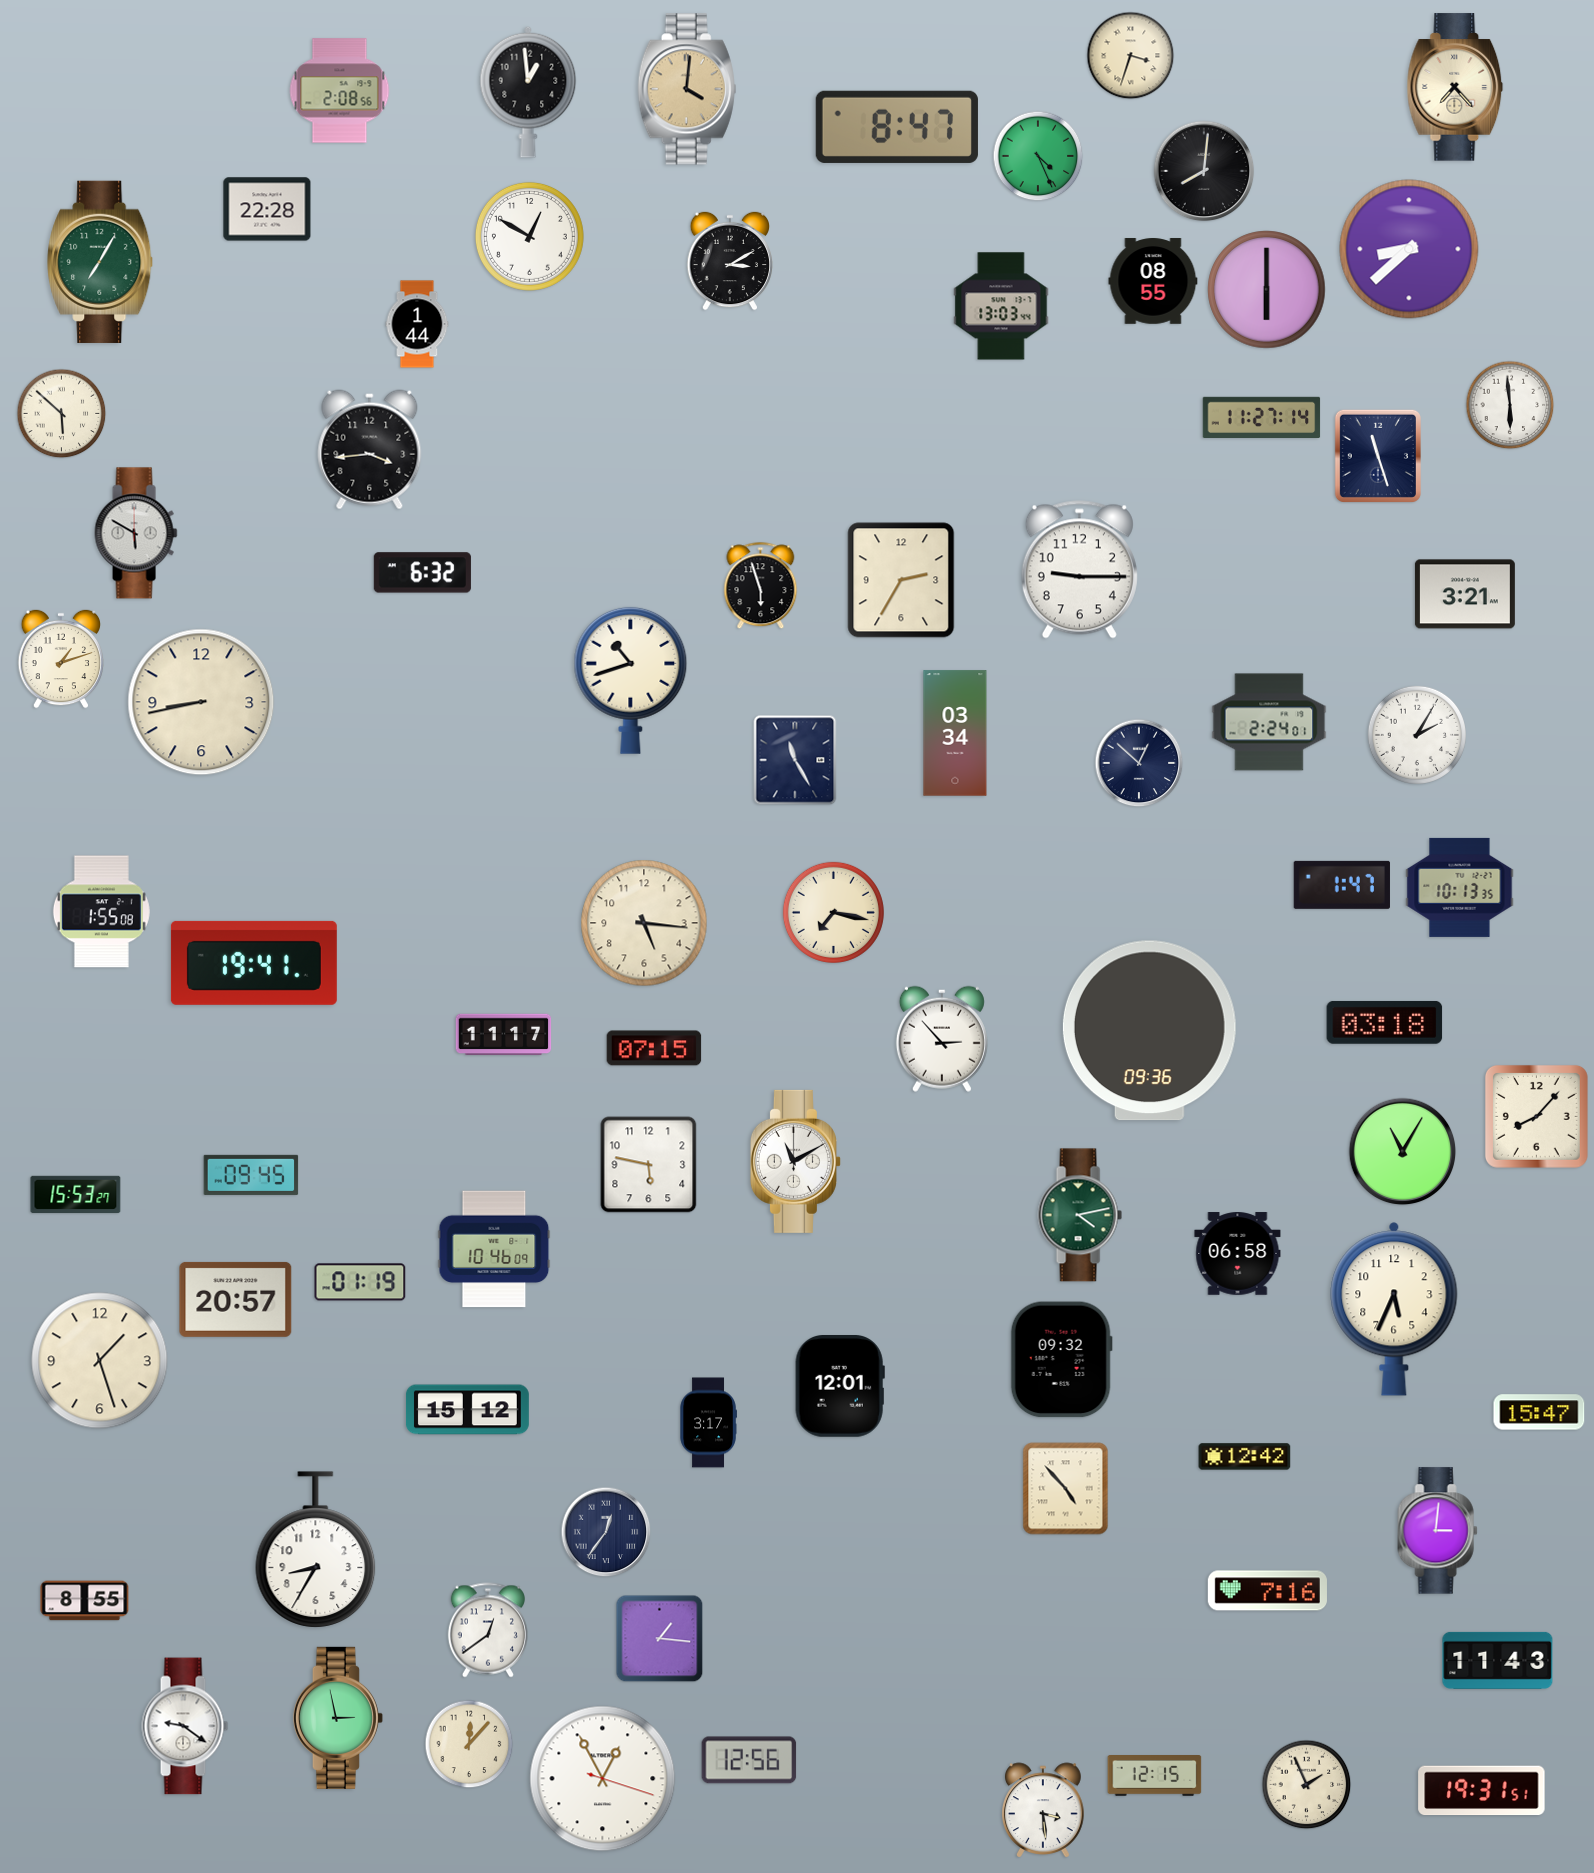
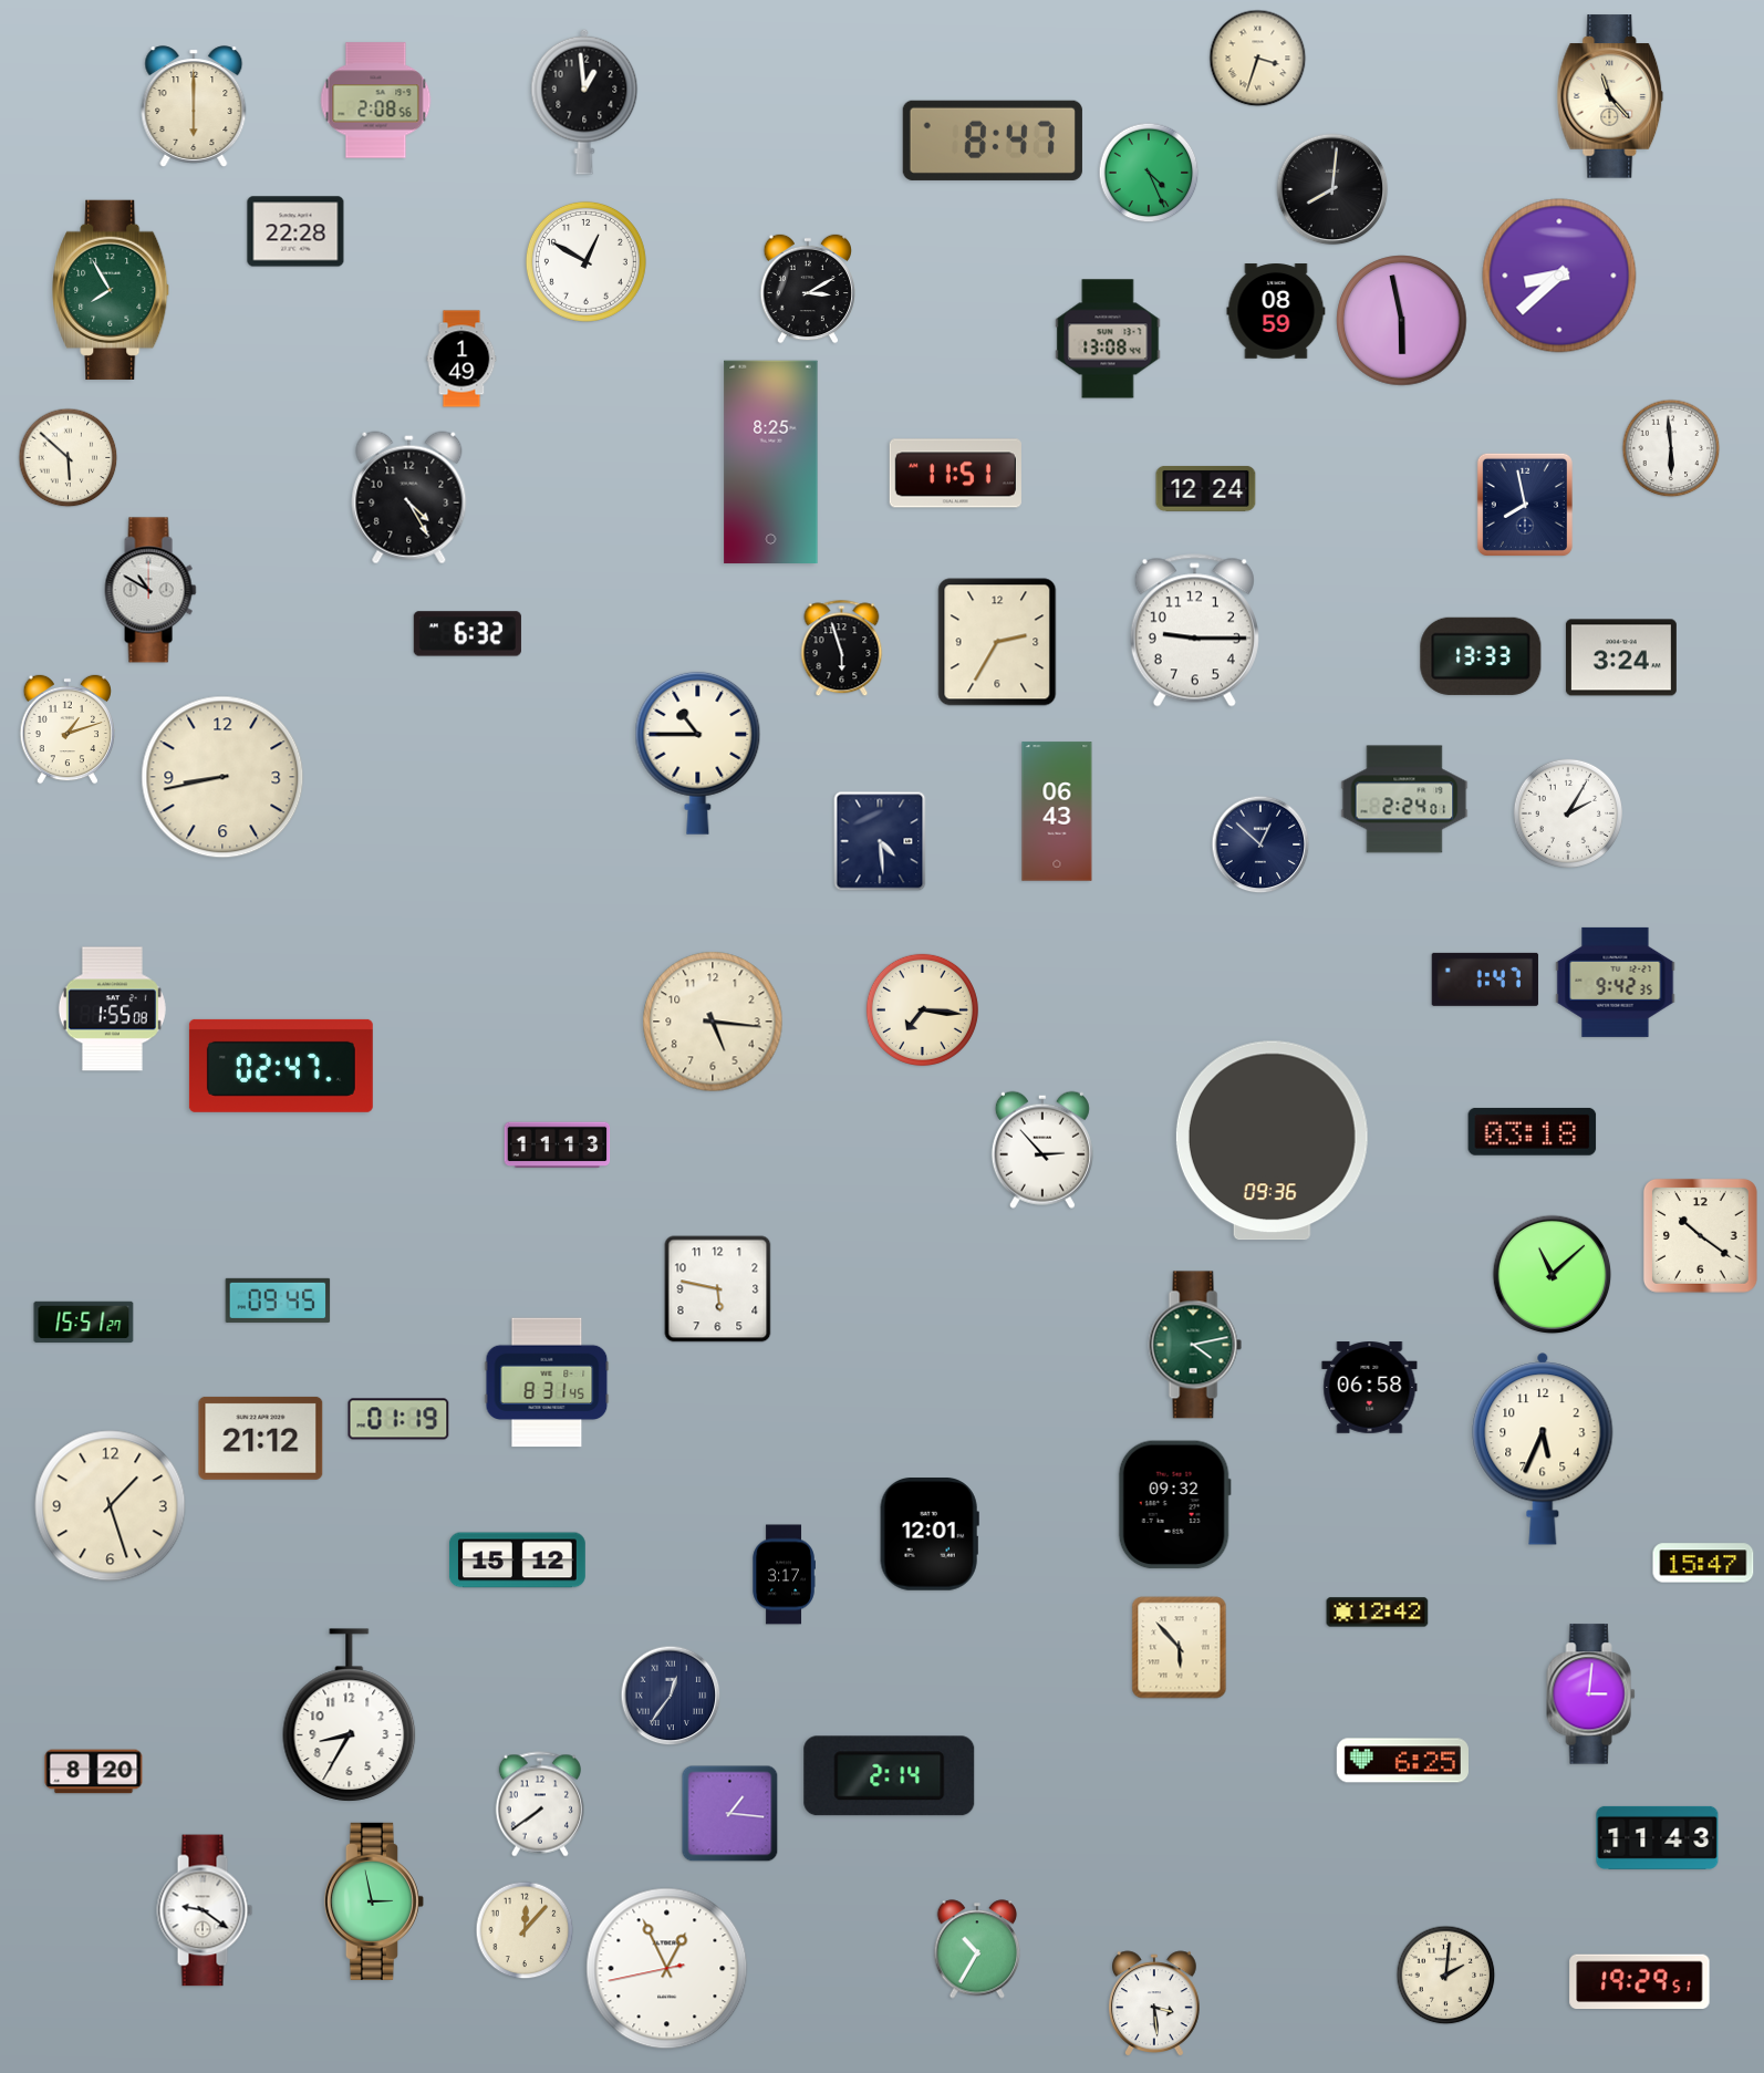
clock at (1131, 56) position: (1131, 56) -> (1258, 59)
clock at (1455, 87): 7:23 -> 11:23
clock at (687, 89): 4:01 -> none
clock at (194, 106): none -> 6:00
clock at (101, 262): 7:05 -> 7:55
clock at (1153, 281): 08:55 -> 08:59
clock at (1267, 290): 6:00 -> 5:58
clock at (1001, 306): 13:03 -> 13:08
clock at (417, 324): 1:44 -> 1:49
clock at (1262, 417): 11:27 -> none
clock at (771, 463): none -> 8:25
clock at (955, 474): none -> 11:51
clock at (1206, 488): none -> 12:24
clock at (370, 450): 3:44 -> 4:25
clock at (1378, 456): 11:27 -> 7:58
clock at (136, 533): 5:50 -> 10:50
clock at (1481, 656): none -> 13:33
clock at (1465, 594): 3:21 -> 3:24
clock at (631, 680): 10:42 -> 10:45
clock at (955, 733): 03:34 -> 06:43
clock at (795, 760): 11:25 -> 4:29
clock at (1460, 887): 10:13 -> 9:42
clock at (833, 912): 7:17 -> 7:16
clock at (254, 963): 19:41 -> 02:47
clock at (504, 1035): 11:17 -> 11:13
clock at (654, 1048): 07:15 -> none
clock at (1536, 1116): 8:07 -> 10:21
clock at (1403, 1152): 11:05 -> 11:08
clock at (795, 1161): 11:10 -> none
clock at (76, 1195): 15:53 -> 15:51
clock at (494, 1249): 10:46 -> 8:31
clock at (236, 1299): 20:57 -> 21:12
clock at (1066, 1489): 4:53 -> 5:53
clock at (1267, 1591): 7:16 -> 6:25
clock at (85, 1601): 8:55 -> 8:20
clock at (890, 1776): none -> 2:14
clock at (488, 1630): 12:39 -> 7:39
clock at (469, 1744) position: (469, 1744) -> (525, 1930)
clock at (749, 1760): 12:56 -> none
clock at (977, 1949): none -> 10:35
clock at (1155, 1776): 12:15 -> none
clock at (603, 1779): 12:55:18 -> 12:55:43
clock at (1307, 1785): 1:56 -> 2:01
clock at (1482, 1791): 19:31 -> 19:29
